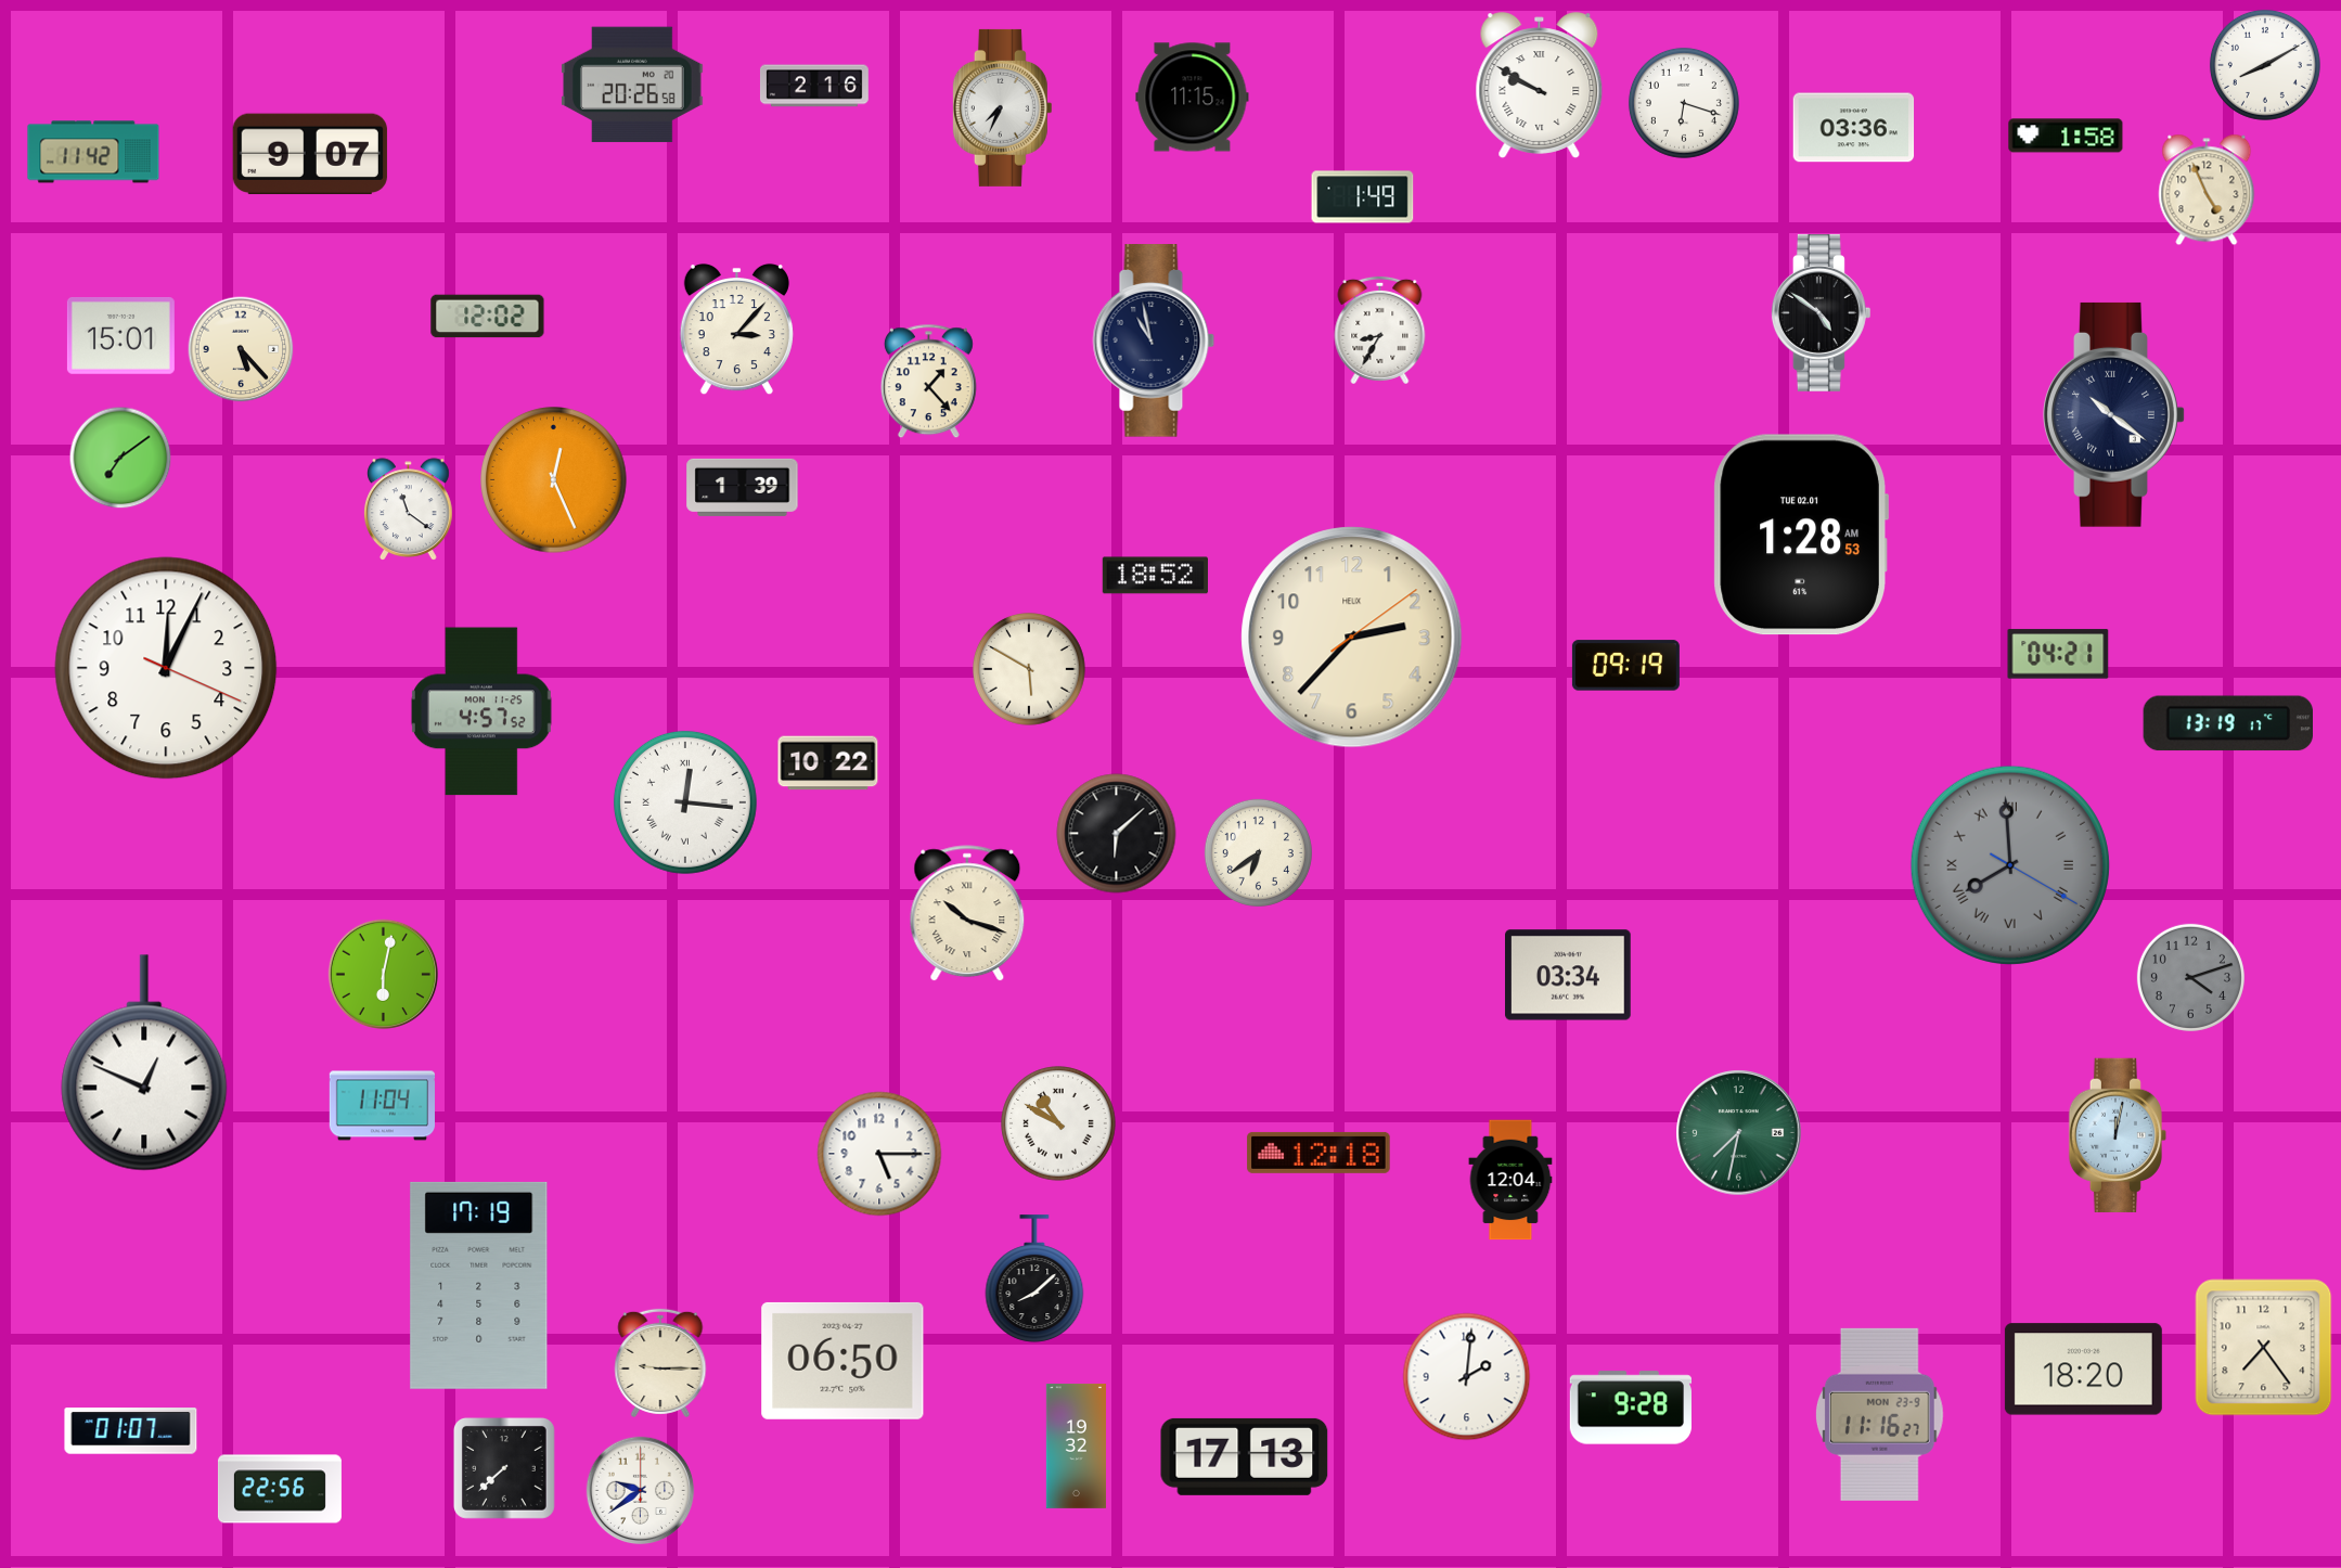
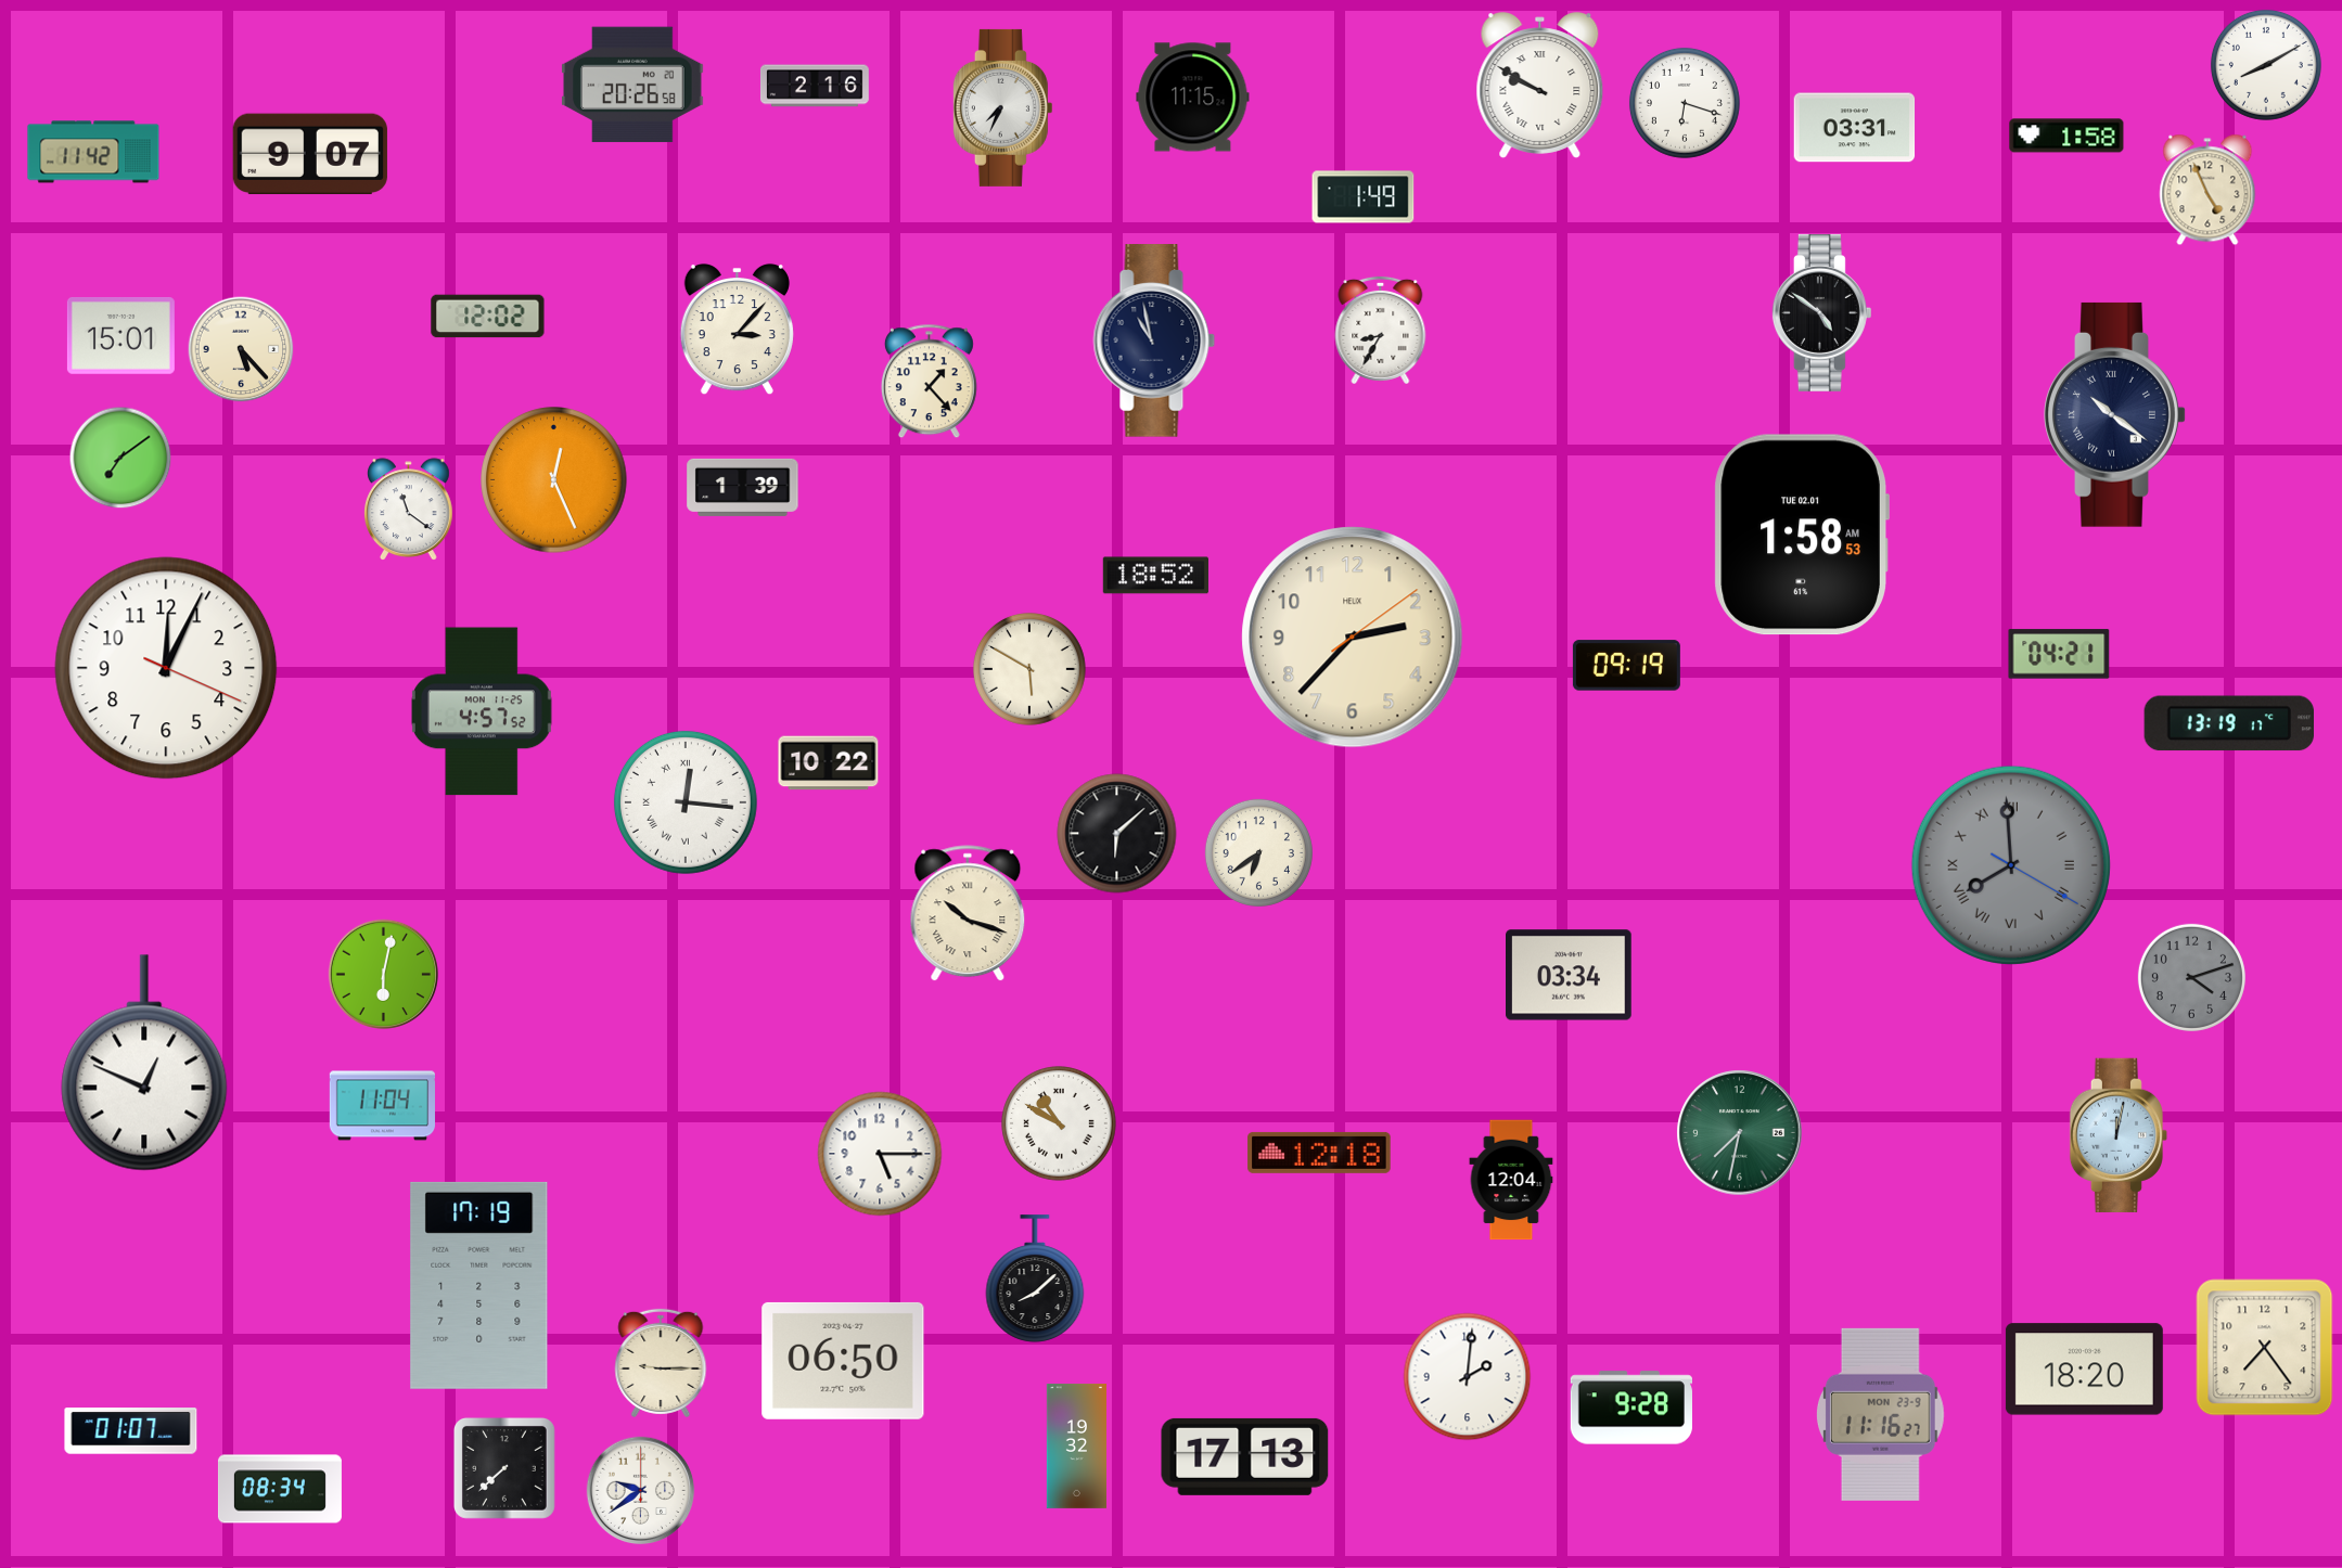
clock at (1854, 128): 03:36 -> 03:31
clock at (1801, 535): 1:28 -> 1:58
clock at (280, 1489): 22:56 -> 08:34
